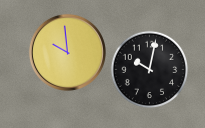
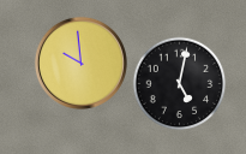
clock at (149, 69): 10:02 -> 5:02
